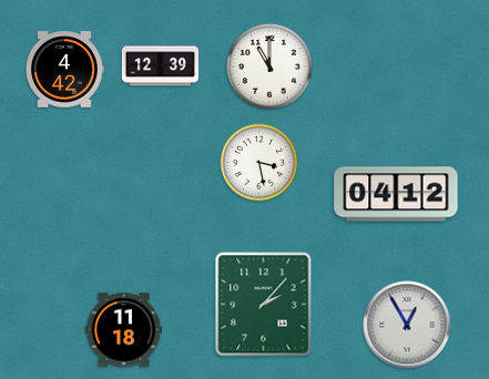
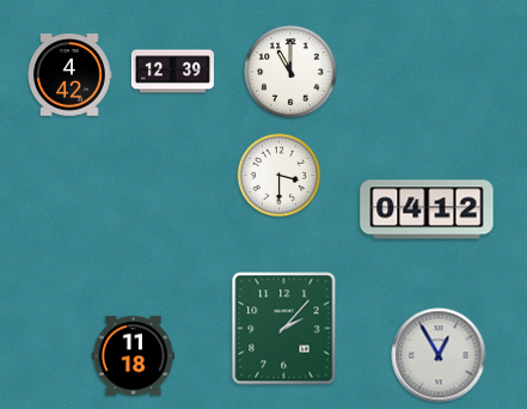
clock at (259, 163): 3:28 -> 3:30
clock at (407, 325) position: (407, 325) -> (439, 355)
